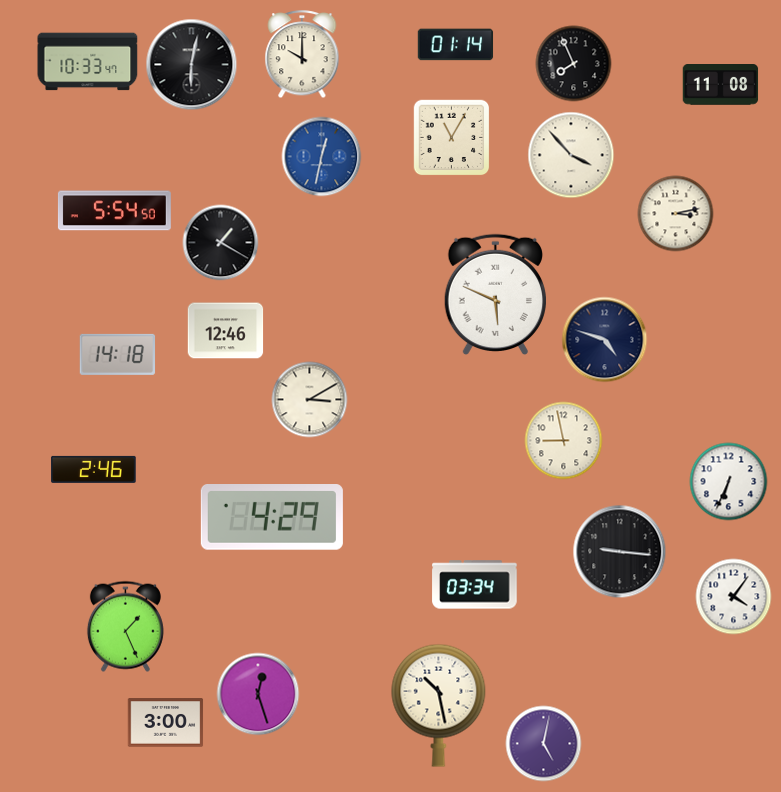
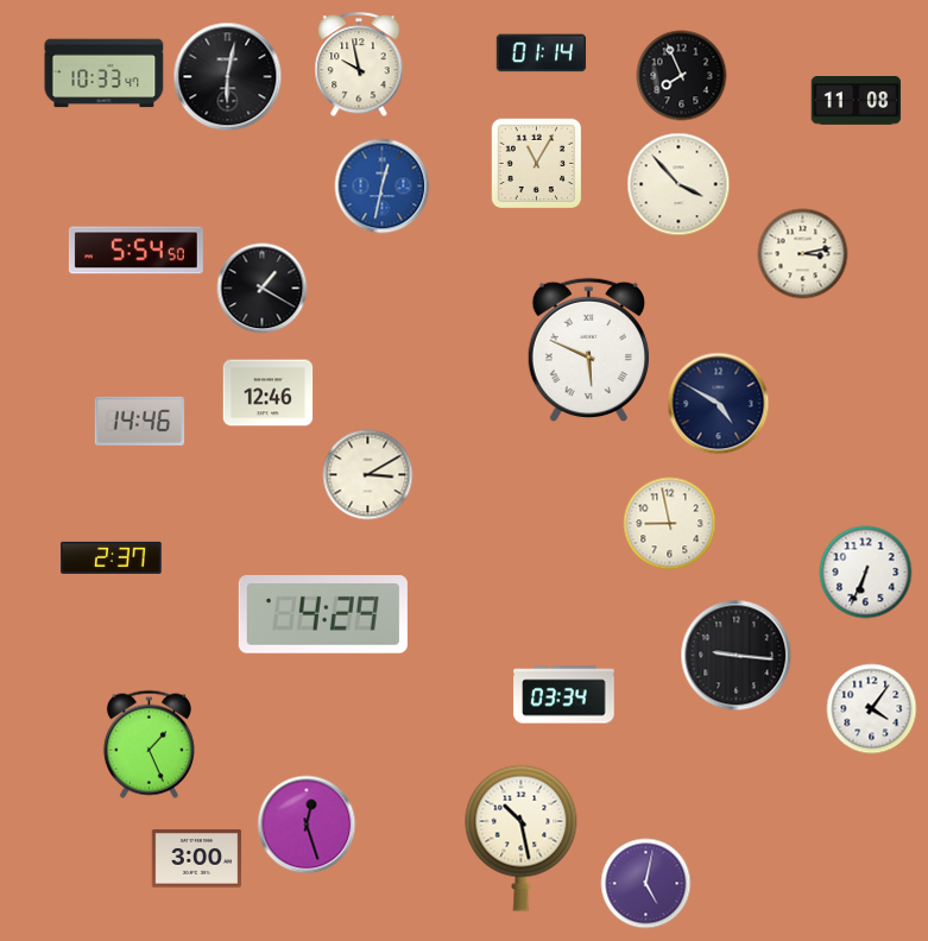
clock at (302, 55): 10:00 -> 9:58
clock at (605, 340): 4:48 -> 4:50
clock at (118, 354): 14:18 -> 14:46
clock at (94, 469): 2:46 -> 2:37
